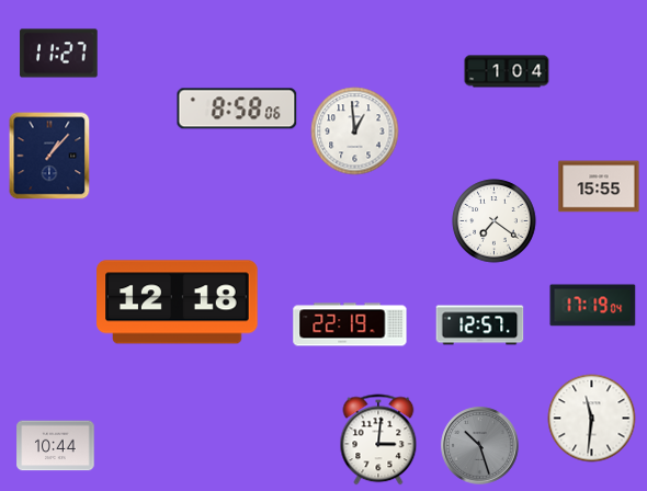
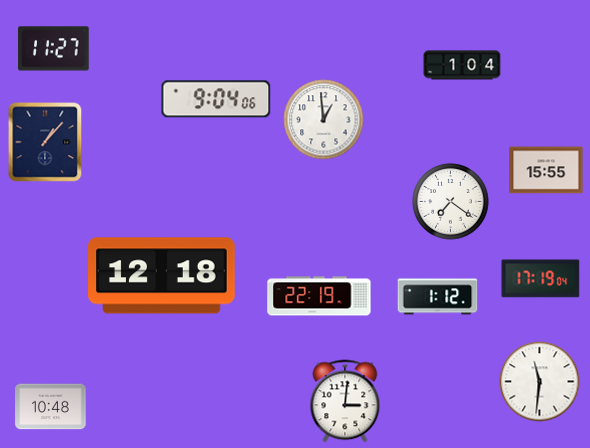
clock at (237, 109): 8:58 -> 9:04
clock at (480, 326): 12:57 -> 1:12
clock at (56, 446): 10:44 -> 10:48
clock at (480, 446): 10:27 -> none
